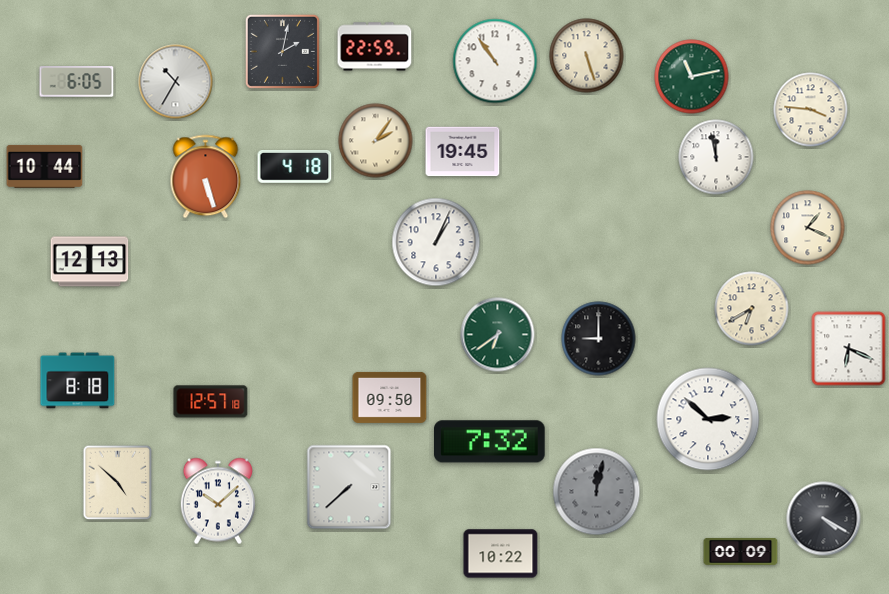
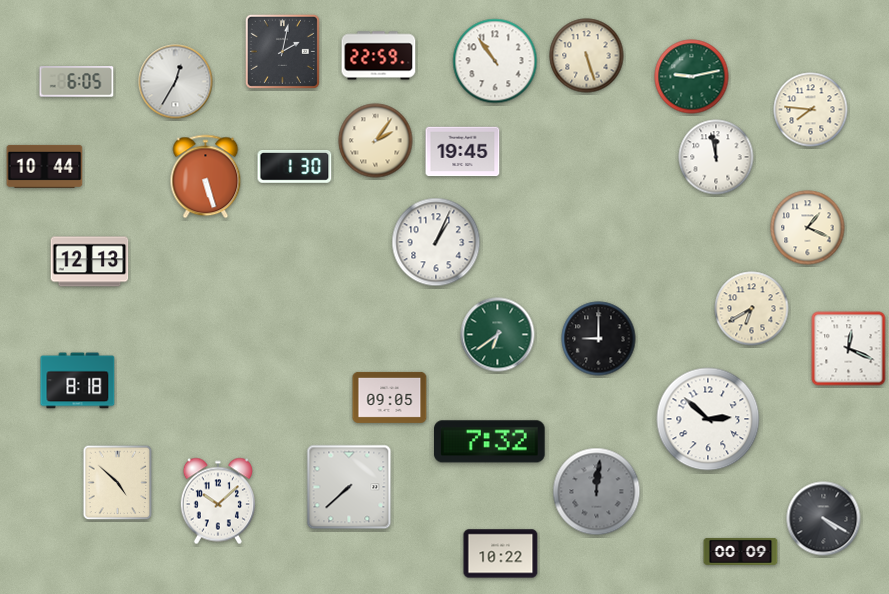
clock at (375, 47) position: (375, 47) -> (379, 56)
clock at (692, 77): 11:13 -> 9:13
clock at (176, 82): 10:35 -> 12:35
clock at (811, 110): 3:46 -> 7:46
clock at (295, 166): 4:18 -> 1:30
clock at (849, 349): 6:19 -> 12:19
clock at (390, 397): 09:50 -> 09:05
clock at (211, 402): 12:57 -> none
clock at (597, 492): 12:02 -> 12:01
